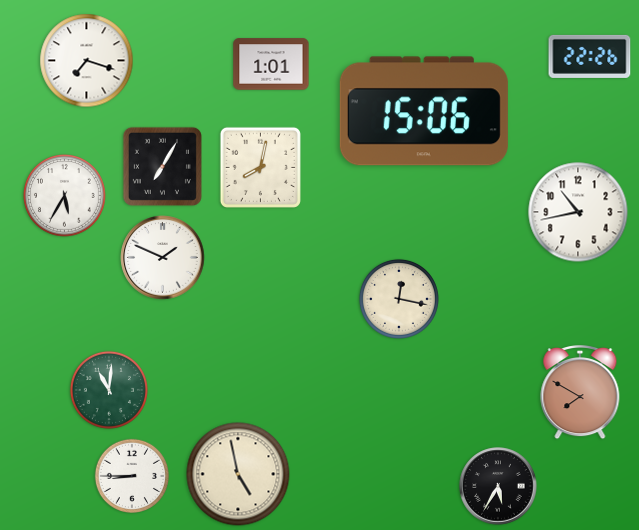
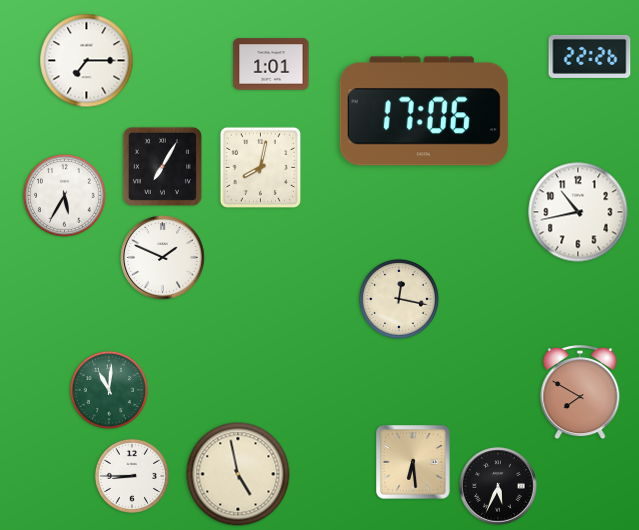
clock at (87, 61): 7:18 -> 7:15
clock at (424, 111): 15:06 -> 17:06
clock at (413, 462): none -> 6:29
clock at (498, 486): 5:35 -> 5:34
